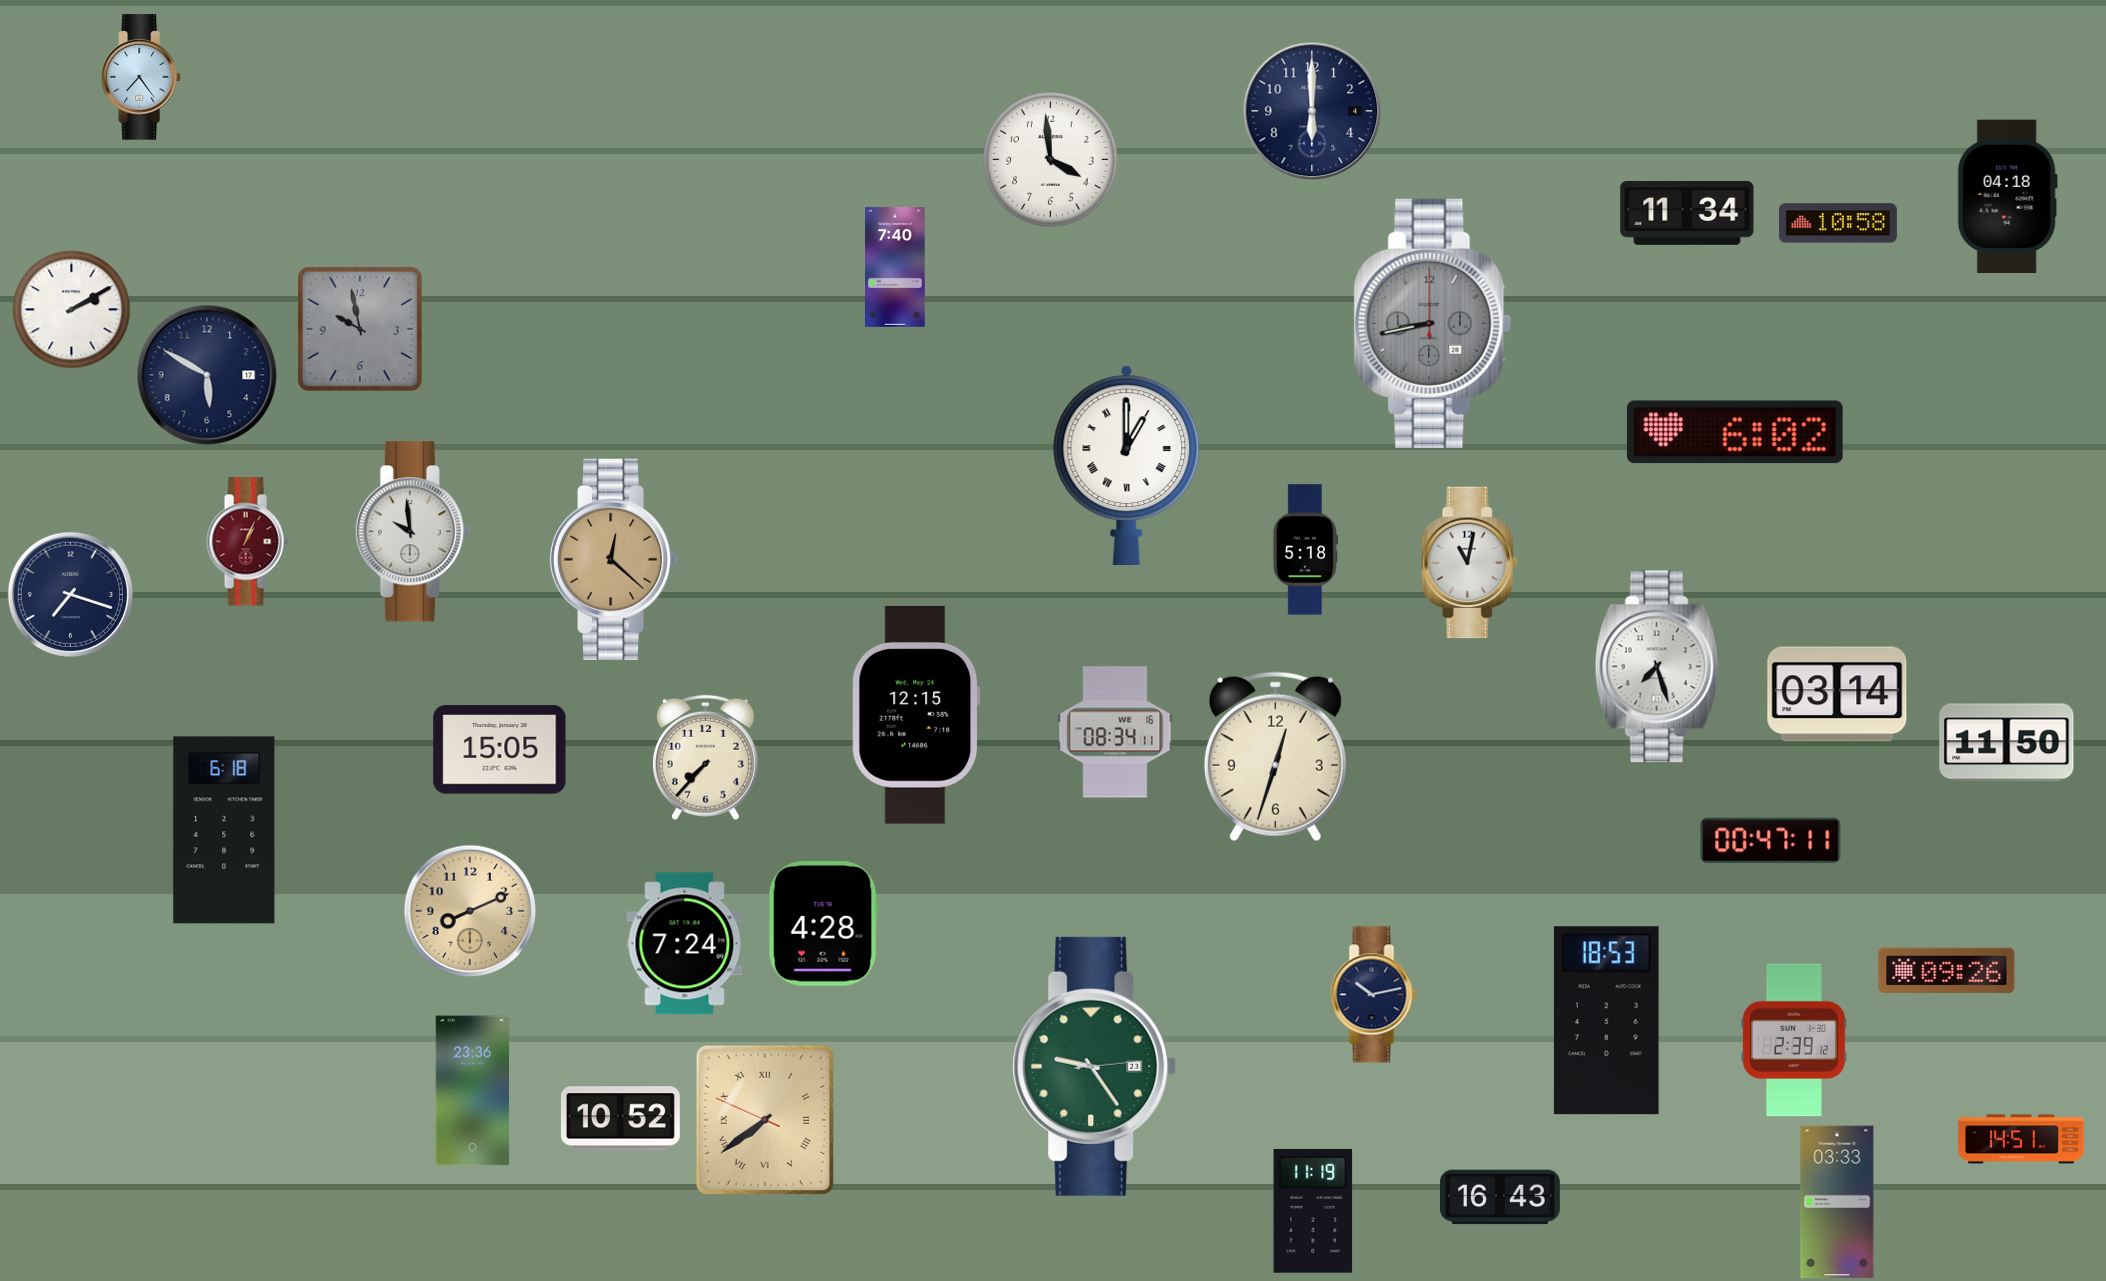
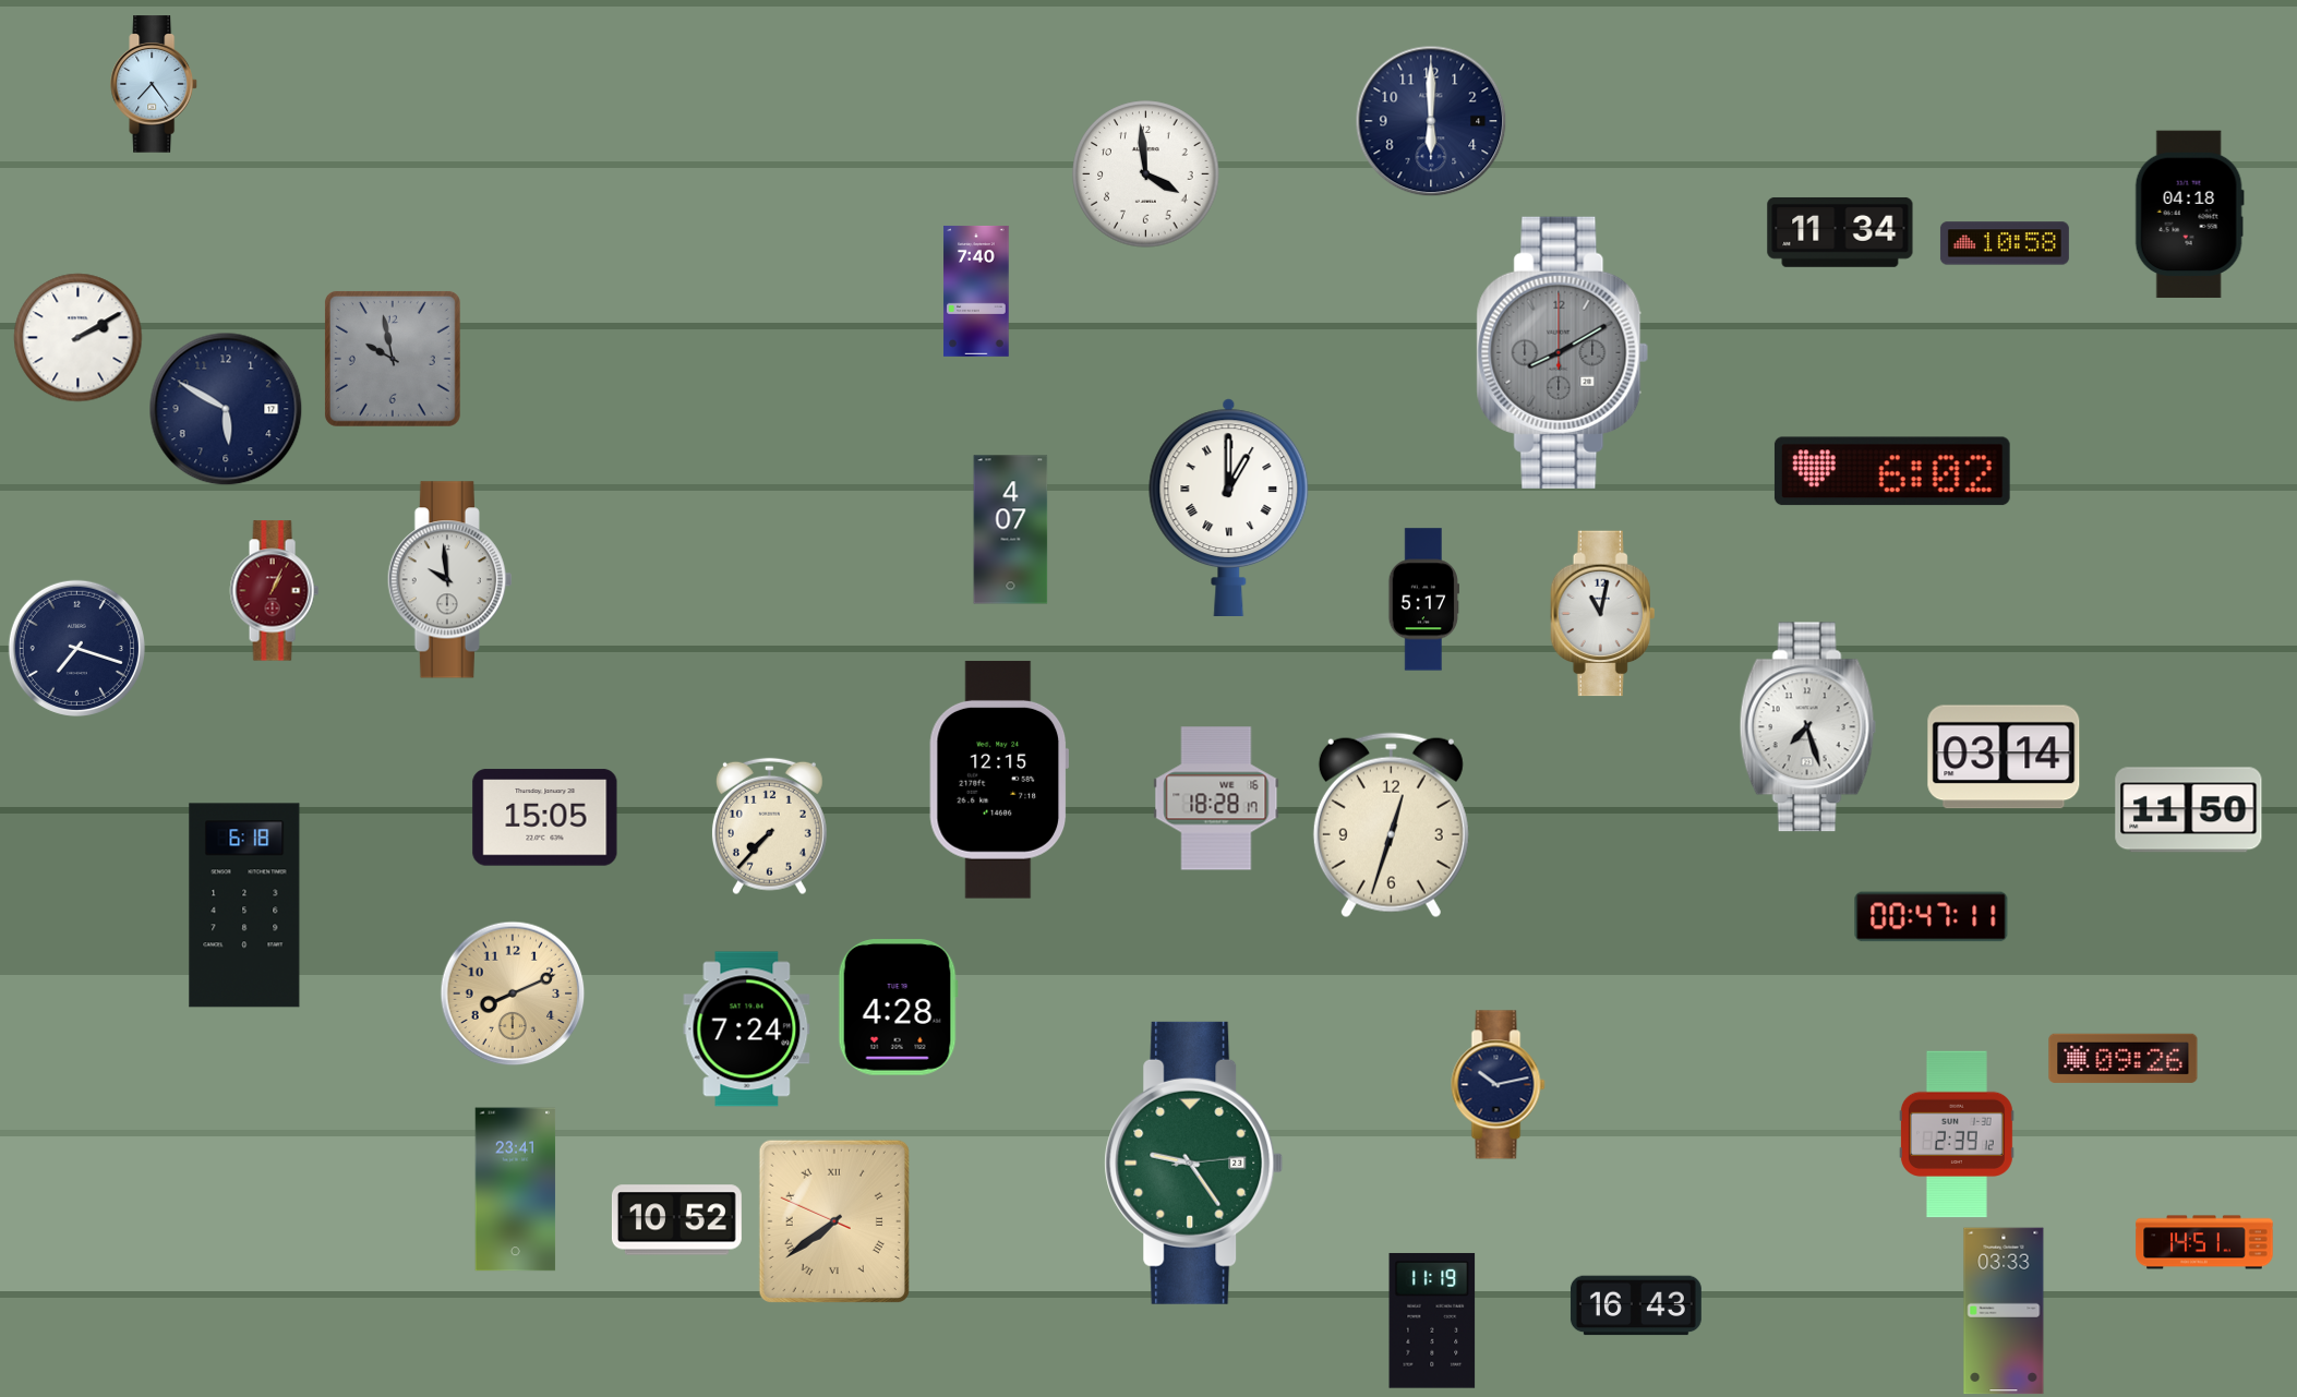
clock at (1433, 323): 8:43 -> 8:10
clock at (1011, 530): none -> 4:07
clock at (247, 542) position: (247, 542) -> (274, 591)
clock at (1305, 550): 5:18 -> 5:17
clock at (614, 559): 12:22 -> none
clock at (1115, 732): 08:34 -> 18:28
clock at (1606, 1021): 18:53 -> none
clock at (473, 1091): 23:36 -> 23:41
